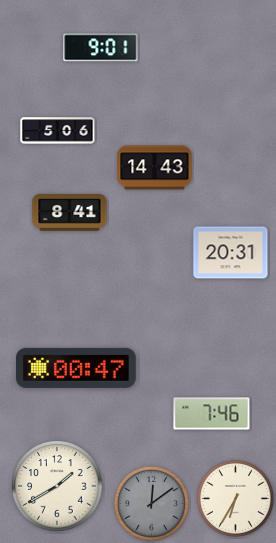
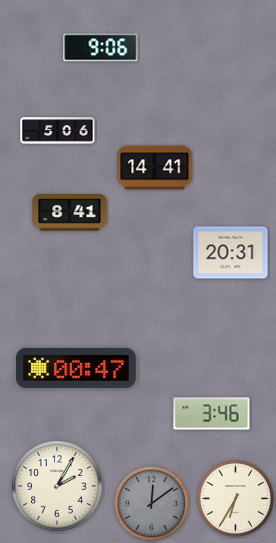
clock at (101, 48): 9:01 -> 9:06
clock at (155, 168): 14:43 -> 14:41
clock at (212, 414): 7:46 -> 3:46
clock at (57, 486): 1:40 -> 2:05
